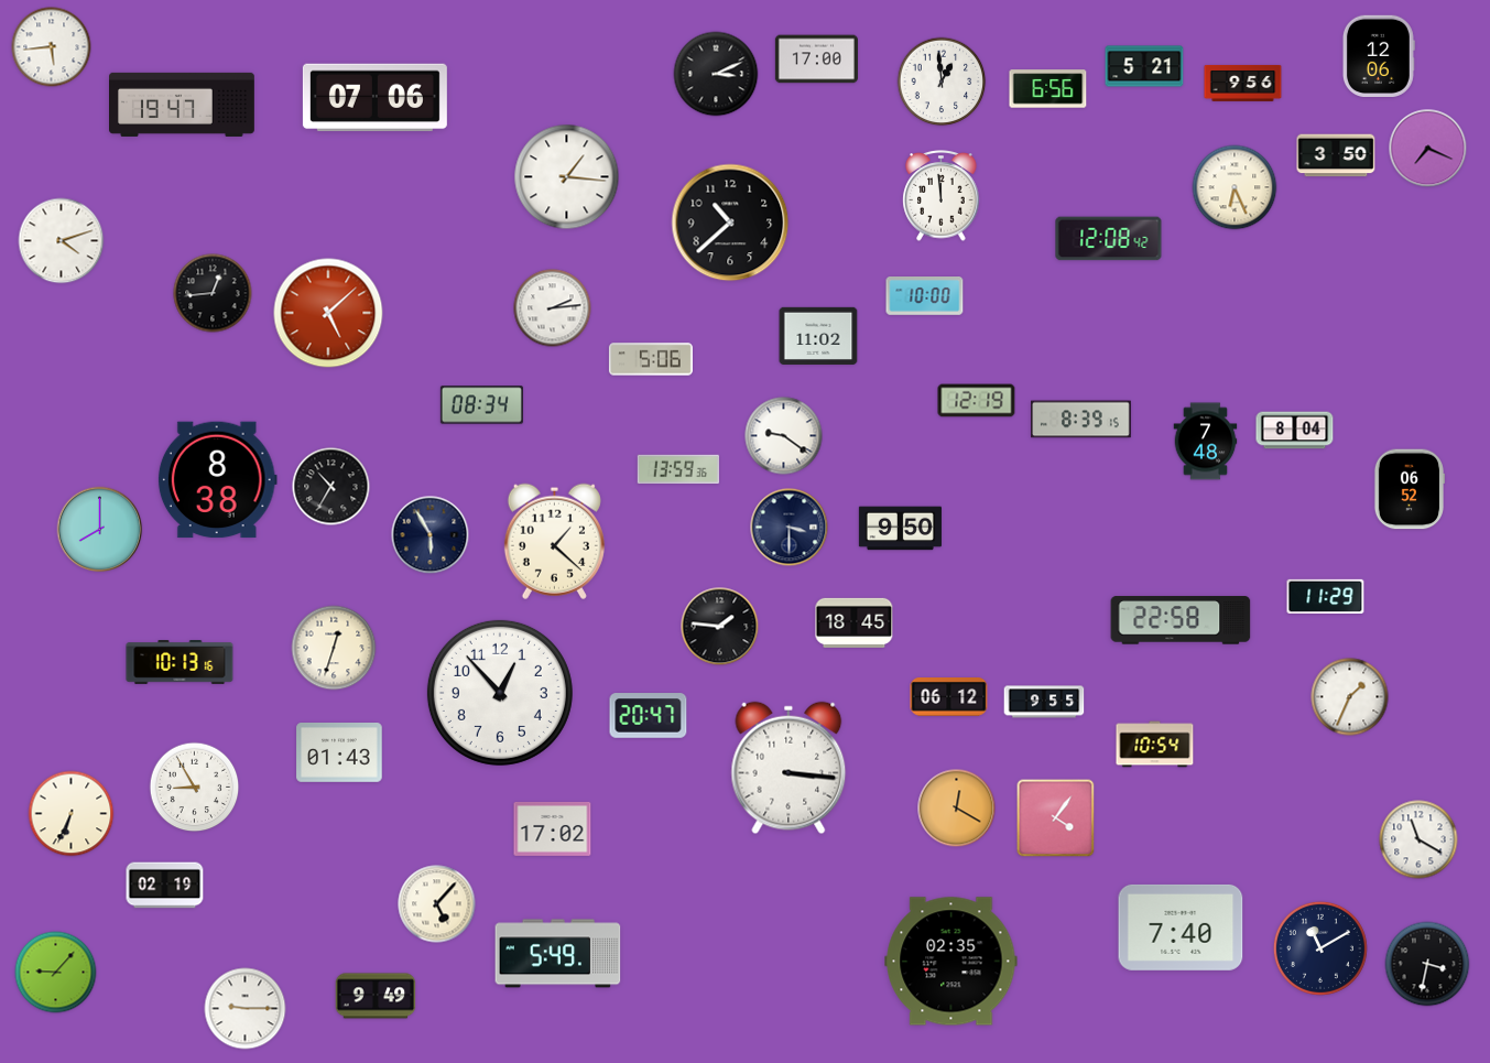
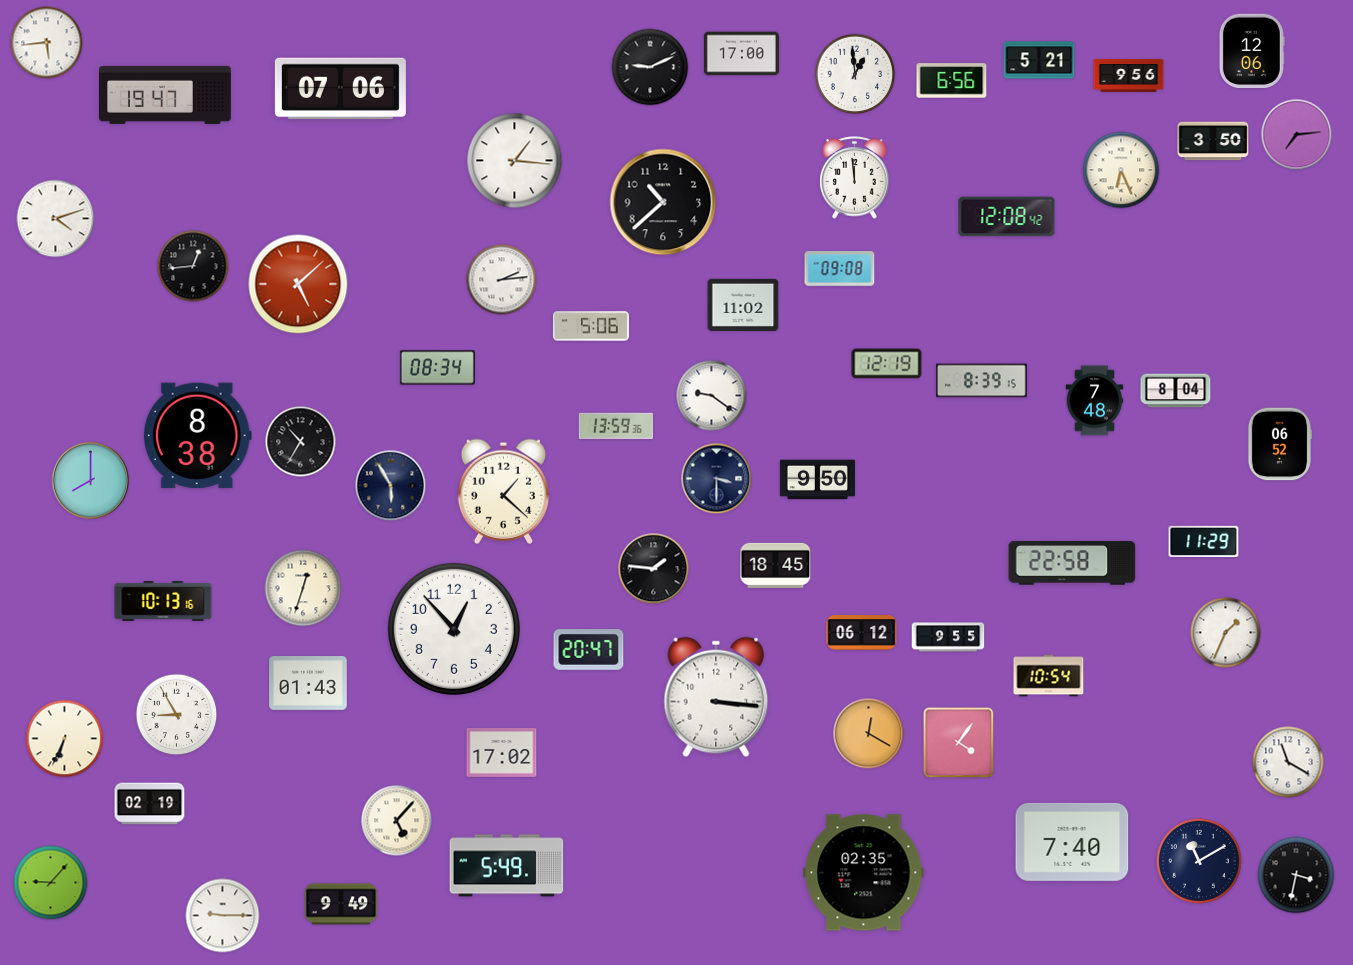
clock at (716, 74): 3:11 -> 9:11
clock at (1428, 149): 7:19 -> 7:14
clock at (925, 296): 10:00 -> 09:08
